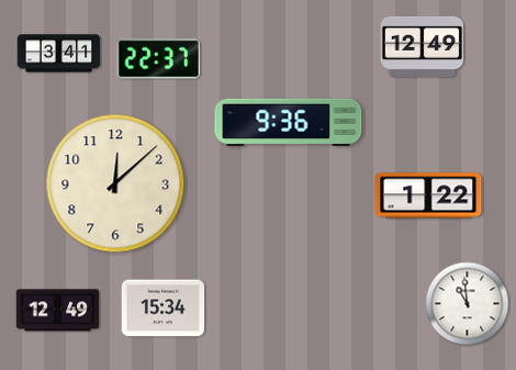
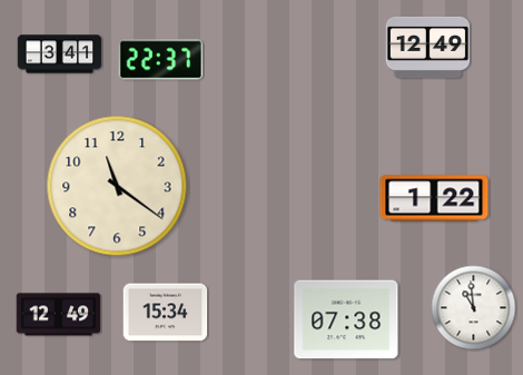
clock at (289, 122): 9:36 -> none
clock at (115, 183): 12:08 -> 11:21
clock at (346, 319): none -> 07:38
